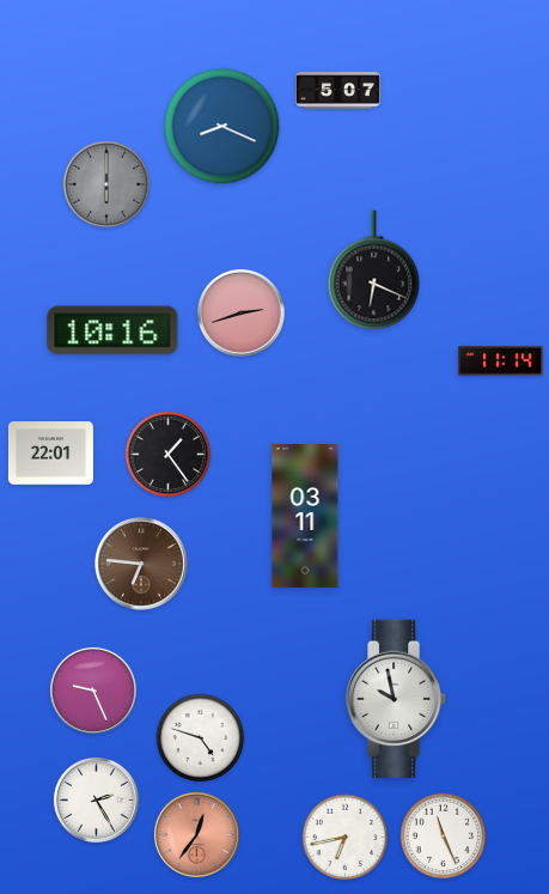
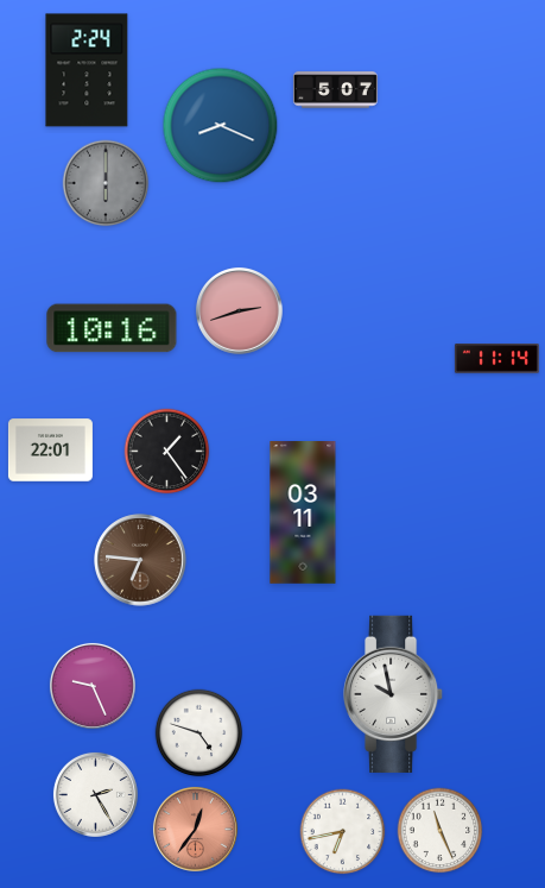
clock at (87, 70): none -> 2:24
clock at (374, 270): 6:19 -> none
